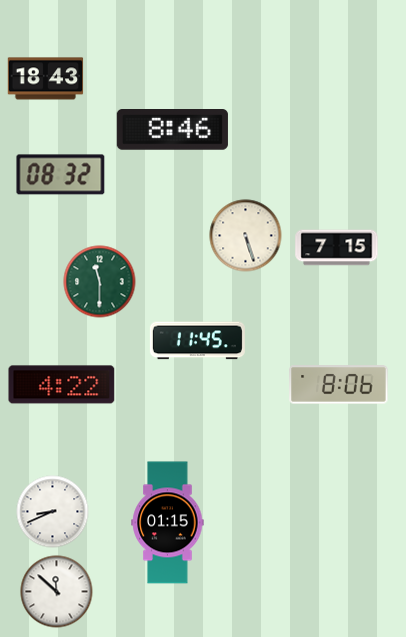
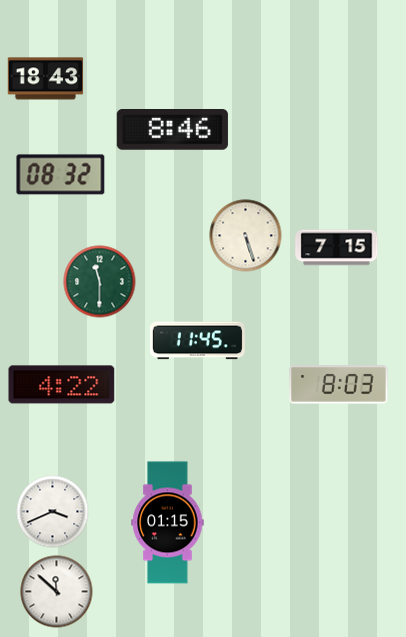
clock at (339, 385): 8:06 -> 8:03
clock at (53, 512): 8:41 -> 3:41
